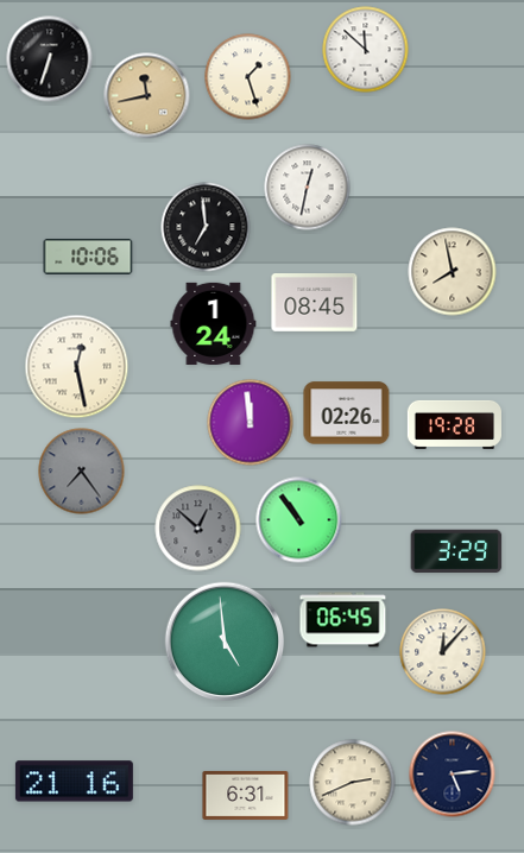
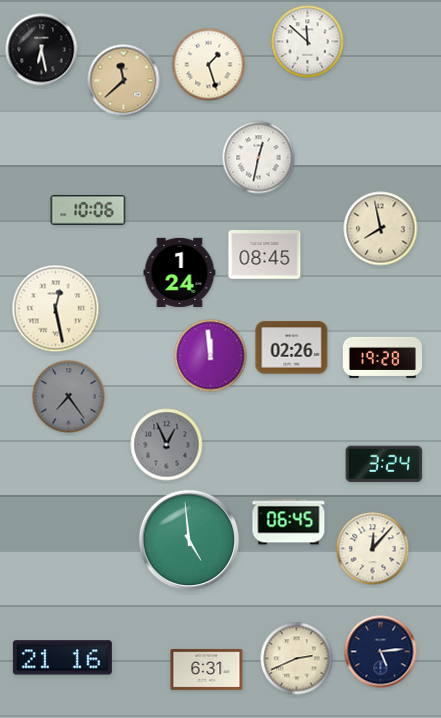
clock at (50, 59): 6:33 -> 6:28
clock at (147, 96): 11:43 -> 11:38
clock at (206, 227): 6:59 -> none
clock at (88, 257) position: (88, 257) -> (88, 210)
clock at (77, 367) position: (77, 367) -> (56, 309)
clock at (299, 520): 10:54 -> none
clock at (198, 529): 12:52 -> 12:56
clock at (456, 551): 3:29 -> 3:24
